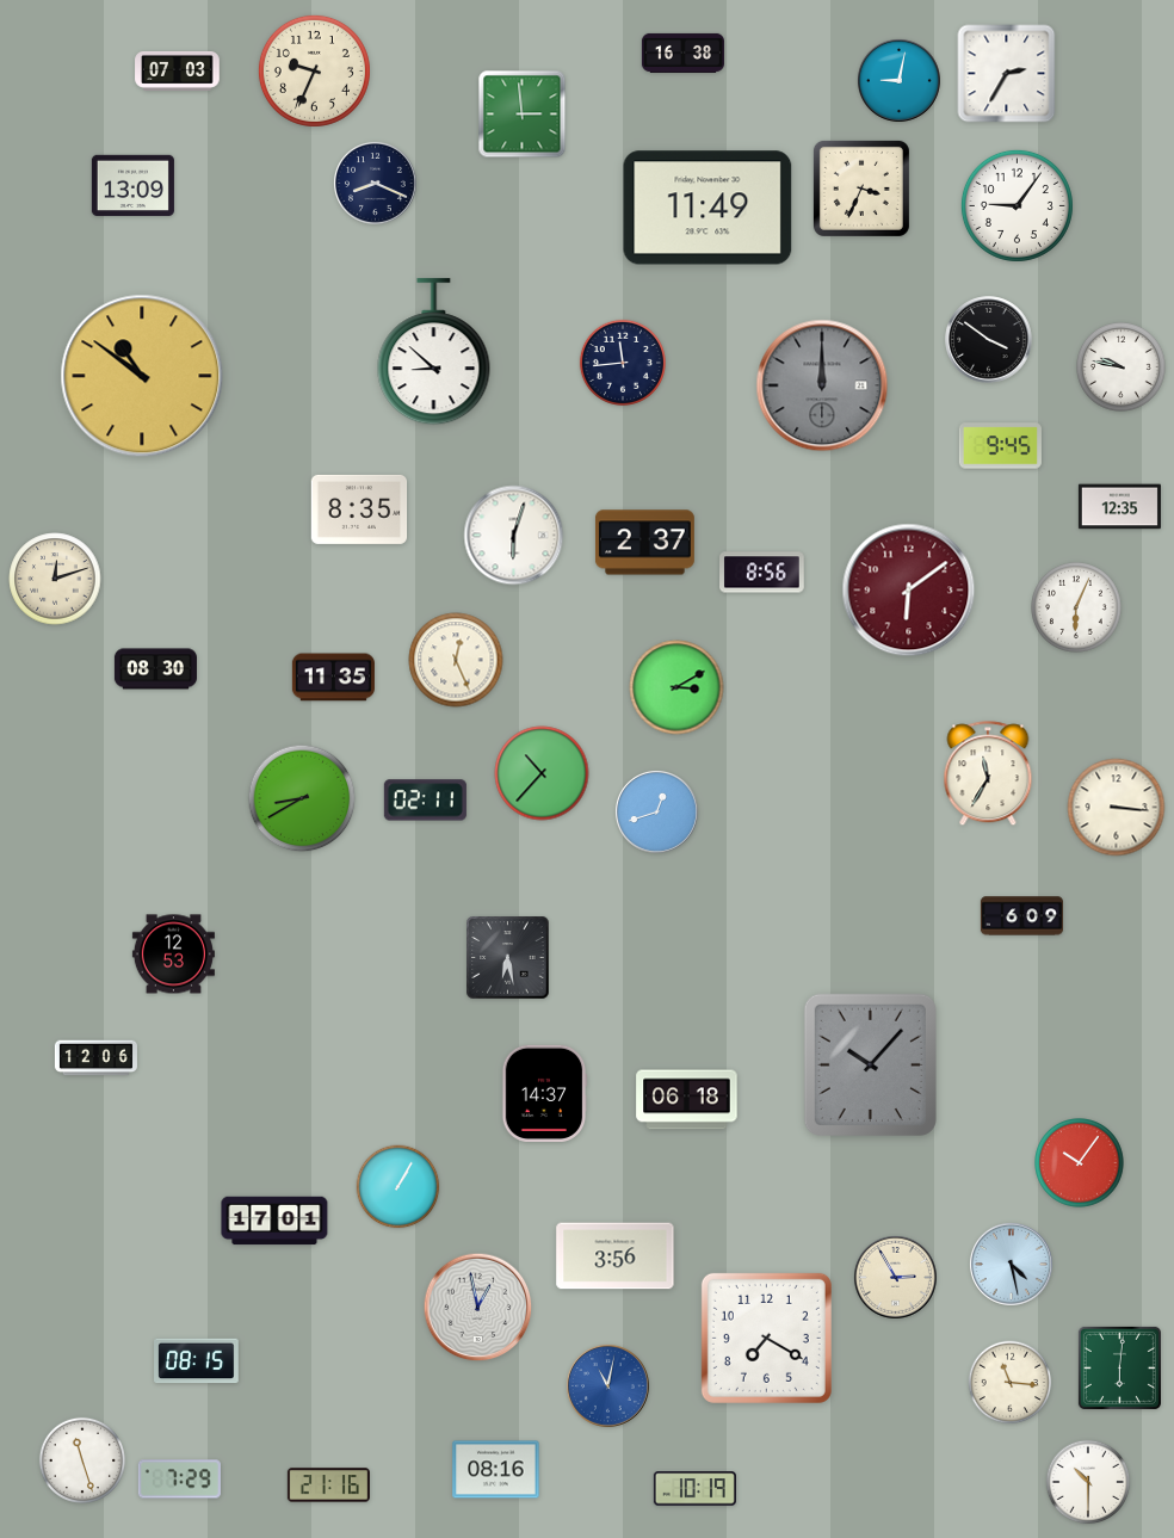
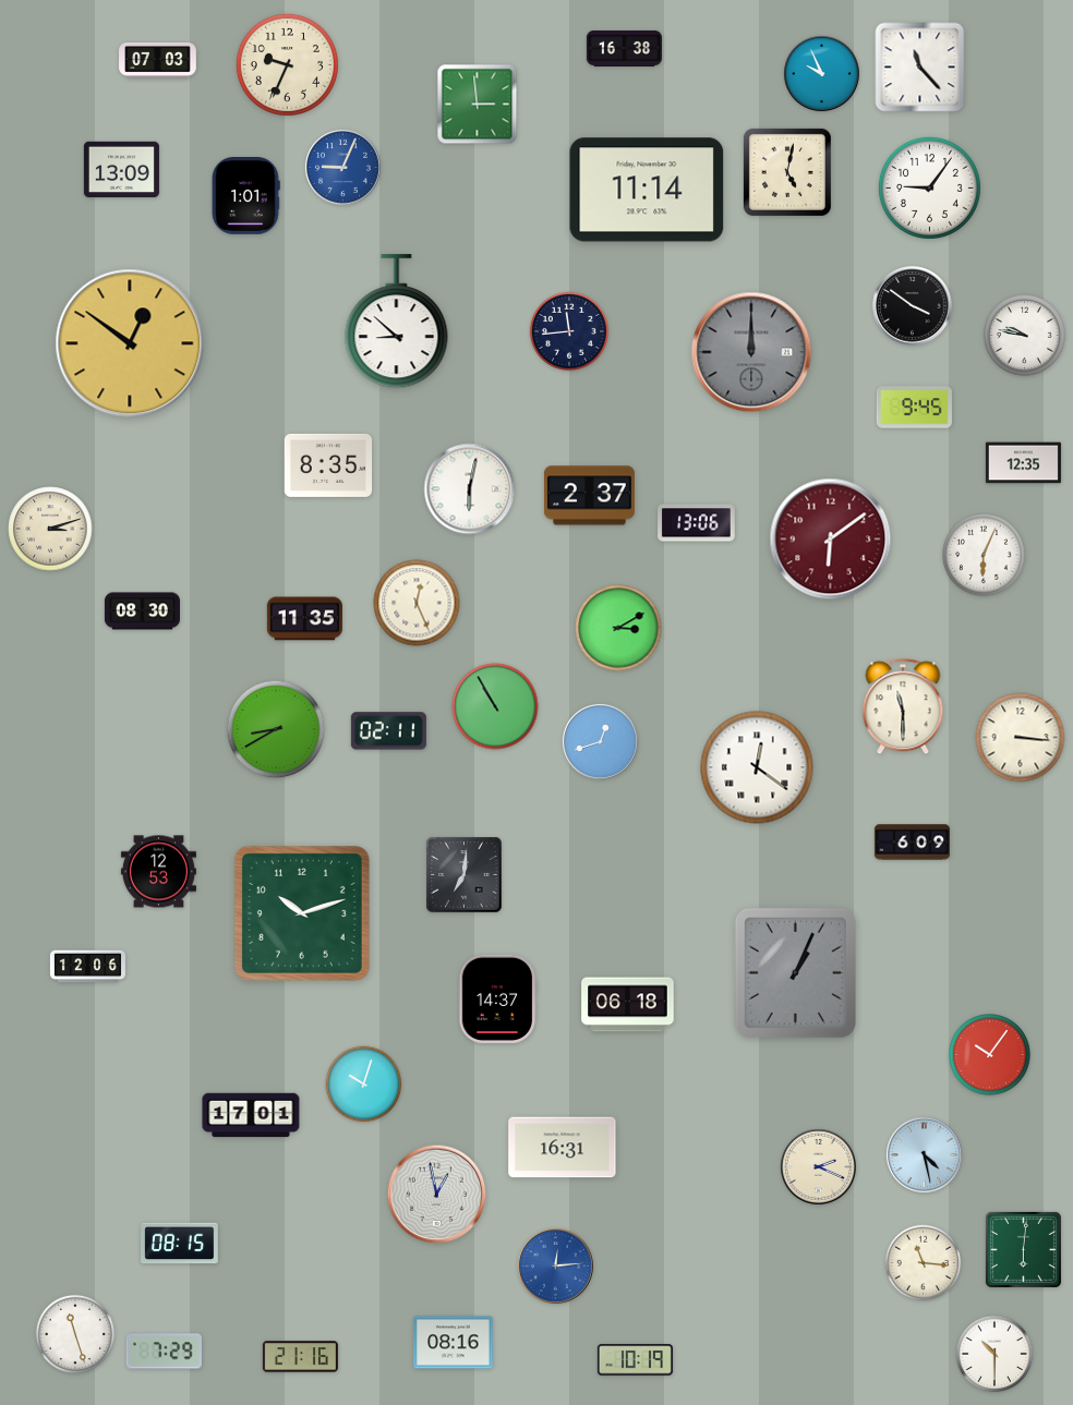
clock at (178, 72) position: (178, 72) -> (158, 61)
clock at (1007, 74): 2:35 -> 11:23
clock at (898, 80): 9:02 -> 9:56
clock at (375, 183): 8:19 -> 9:04
clock at (375, 183) dial: navy -> blue
clock at (861, 189): 3:34 -> 5:02
clock at (708, 208): 11:49 -> 11:14
clock at (245, 196): none -> 1:01
clock at (989, 340) position: (989, 340) -> (913, 306)
clock at (142, 376): 10:51 -> 12:51
clock at (514, 536): 6:03 -> 6:02
clock at (762, 573): 8:56 -> 13:06
clock at (55, 579): 12:12 -> 3:12
clock at (542, 773): 10:37 -> 10:55
clock at (988, 774): 11:35 -> 11:30
clock at (757, 767): none -> 12:21
clock at (1021, 916) position: (1021, 916) -> (912, 843)
clock at (508, 958): 6:28 -> 7:01
clock at (302, 913): none -> 10:12
clock at (870, 1064): 10:07 -> 1:04
clock at (1080, 1163) position: (1080, 1163) -> (990, 1055)
clock at (398, 1187): 1:05 -> 10:03
clock at (616, 1256): 3:56 -> 16:31
clock at (895, 1277): 2:55 -> 2:19
clock at (766, 1338): 7:20 -> none
clock at (607, 1385): 11:02 -> 12:14
